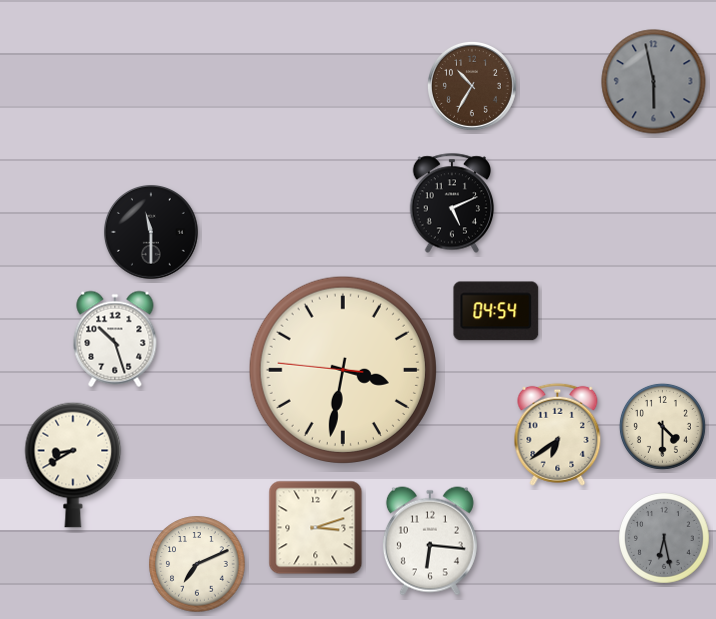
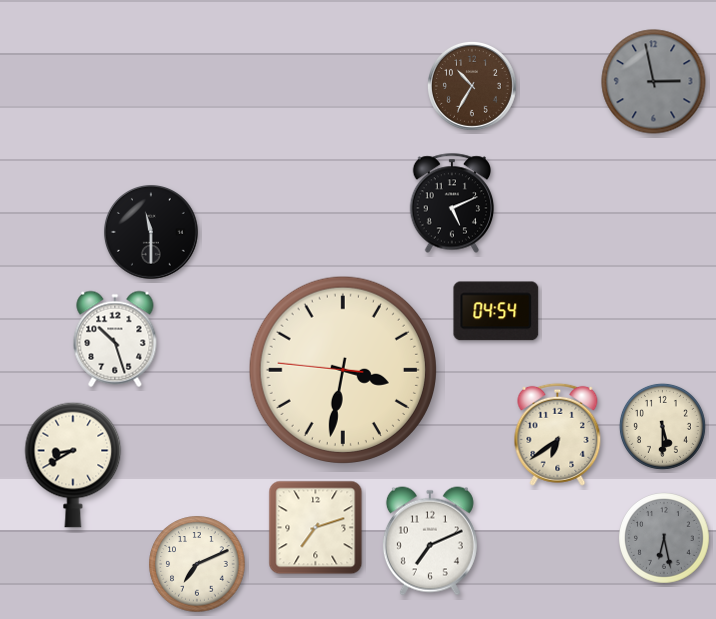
clock at (654, 82): 5:58 -> 2:58
clock at (662, 426): 4:30 -> 5:30
clock at (316, 528): 3:12 -> 7:12
clock at (430, 541): 6:16 -> 7:11
